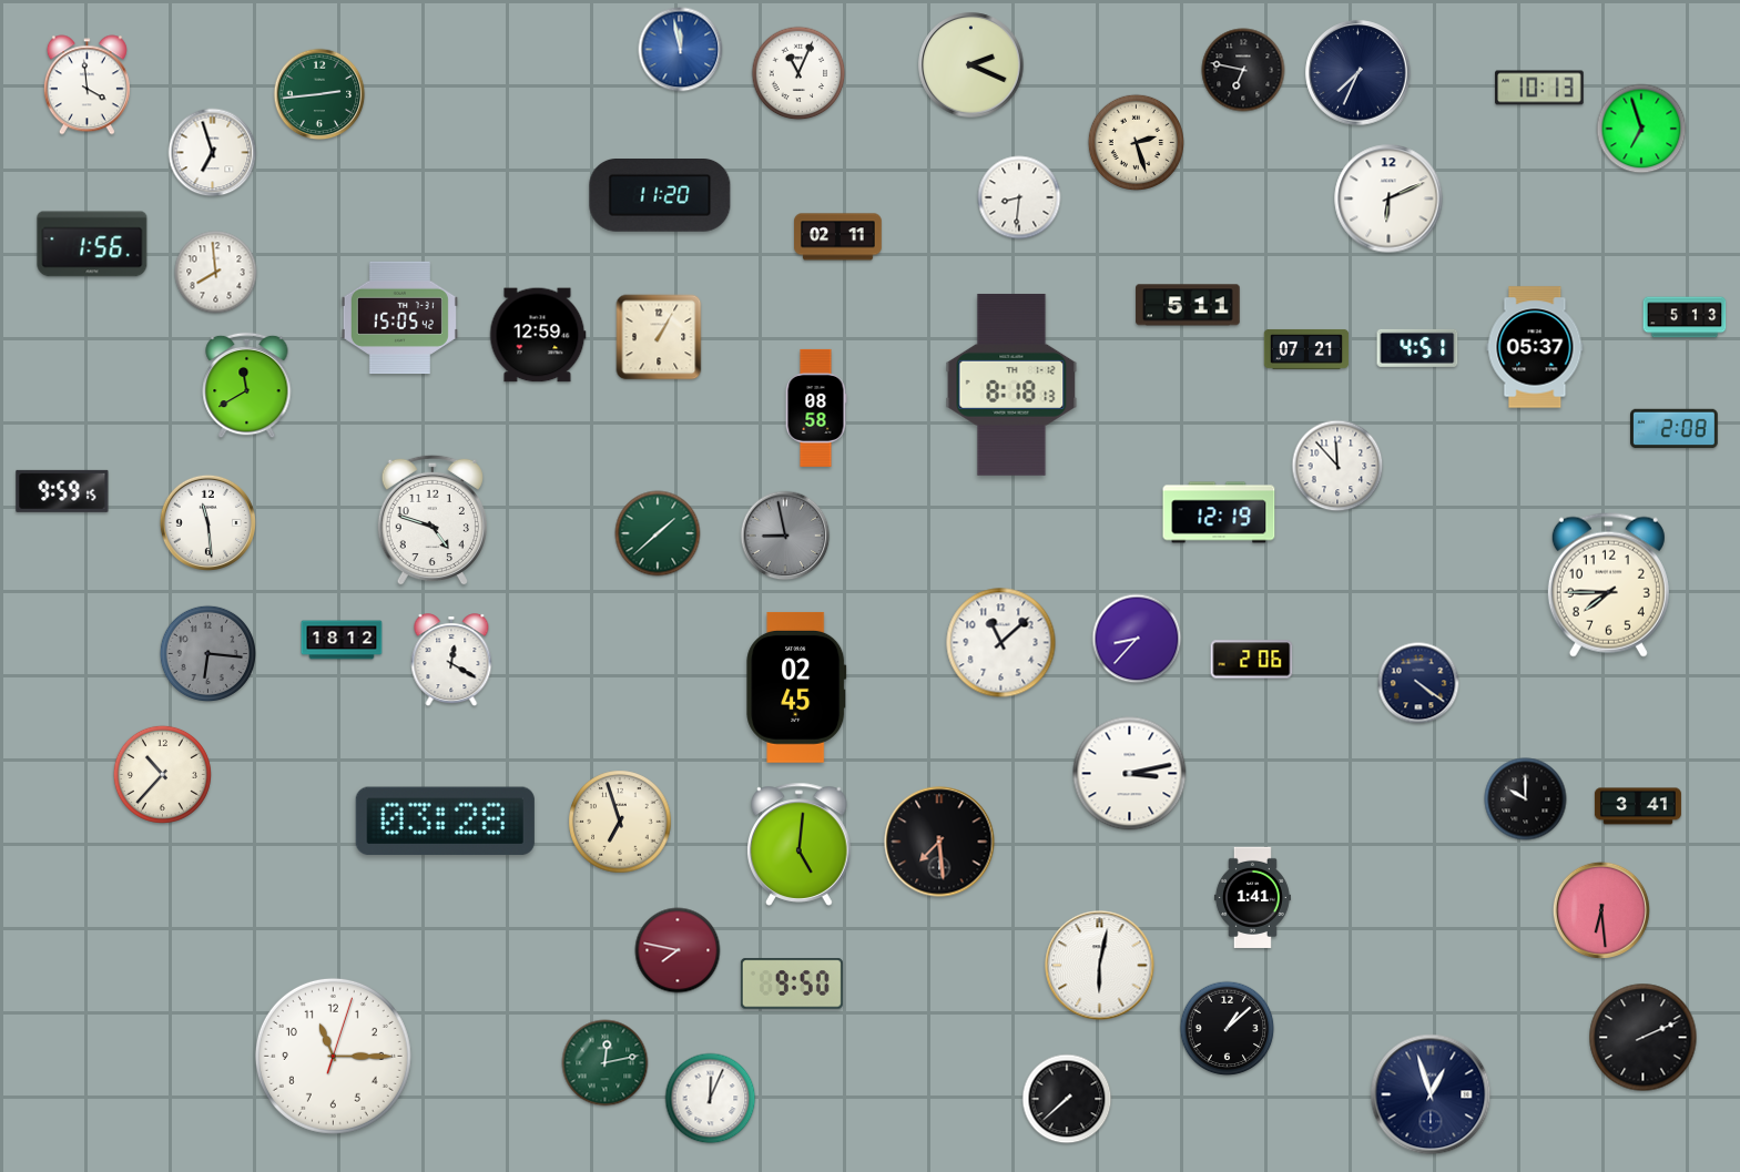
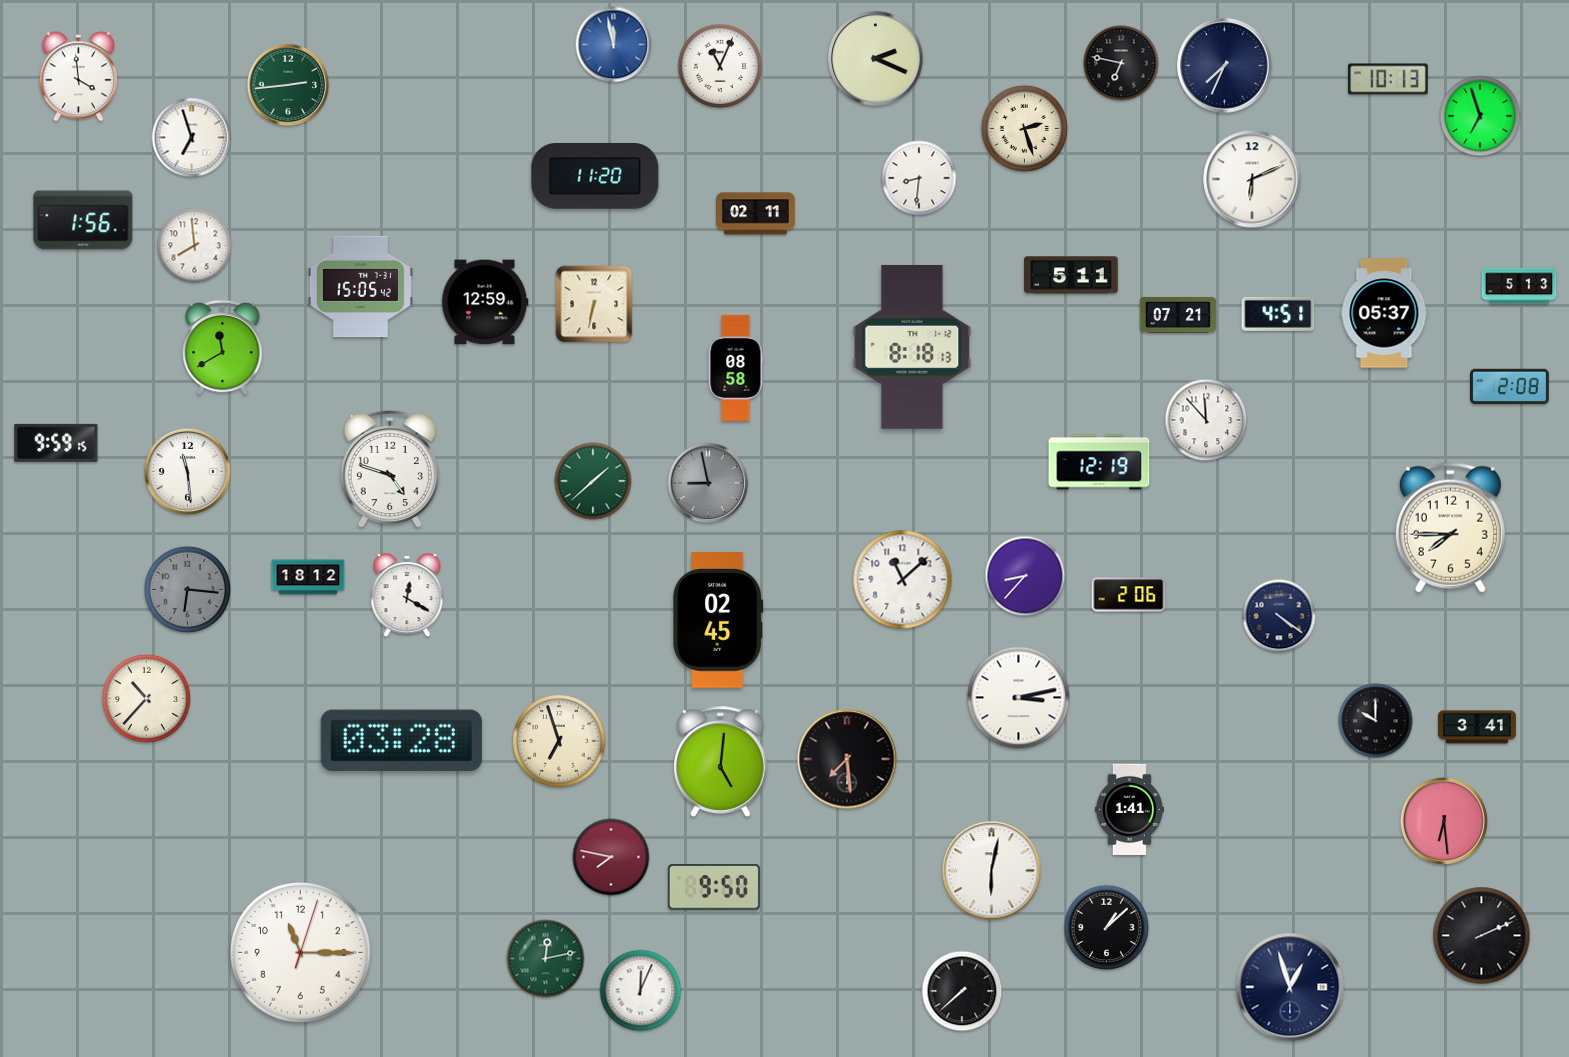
clock at (659, 337): 1:05 -> 6:32
